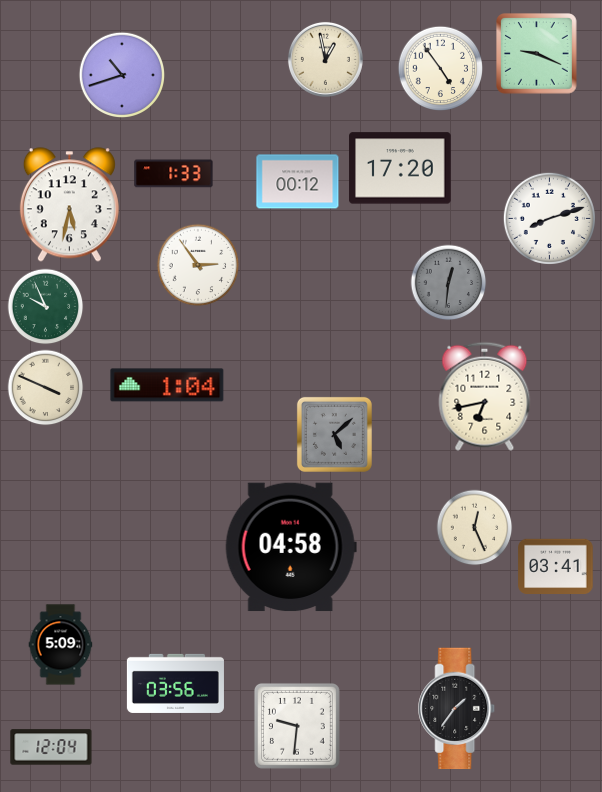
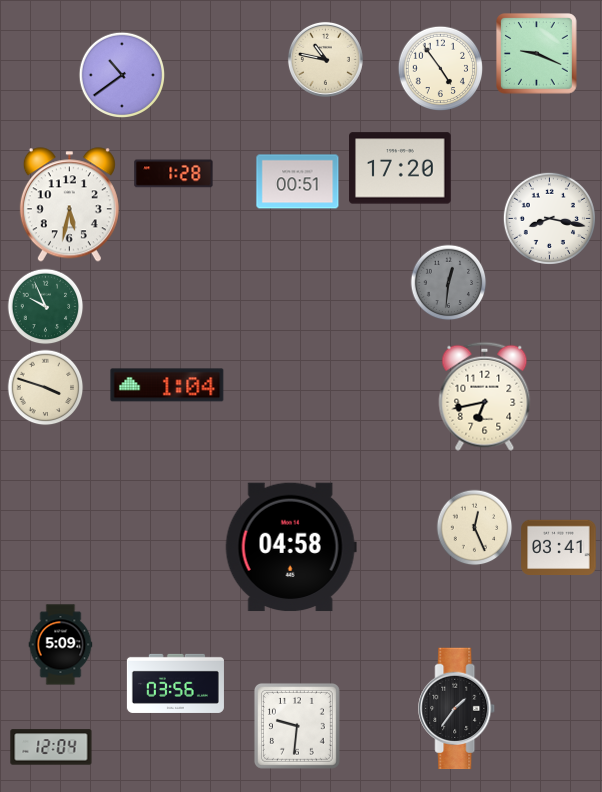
clock at (325, 59): 12:58 -> 10:47
clock at (121, 74): 10:42 -> 10:39
clock at (174, 174): 1:33 -> 1:28
clock at (298, 182): 00:12 -> 00:51
clock at (549, 218): 8:12 -> 8:17
clock at (198, 265): 2:54 -> none
clock at (46, 388): 3:49 -> 3:48
clock at (334, 434): 5:08 -> none
clock at (556, 567) position: (556, 567) -> (559, 548)
